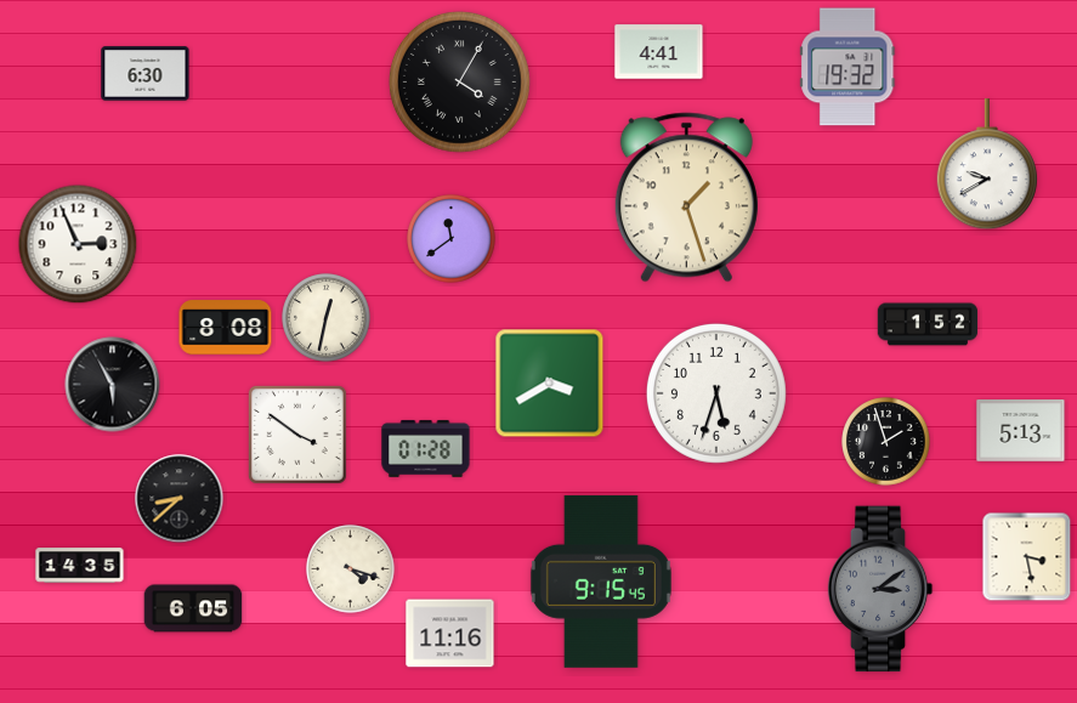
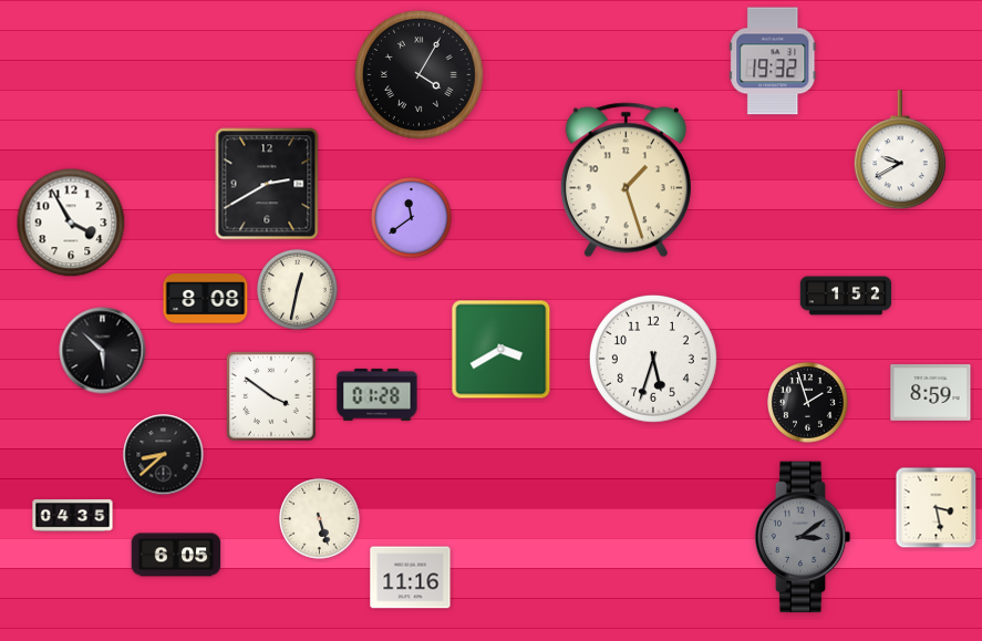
clock at (659, 52): 4:41 -> none
clock at (146, 74): 6:30 -> none
clock at (267, 184): none -> 2:40
clock at (78, 244): 2:56 -> 3:55
clock at (113, 385): 5:55 -> 5:52
clock at (1021, 431): 5:13 -> 8:59
clock at (426, 448) position: (426, 448) -> (378, 394)
clock at (80, 566): 14:35 -> 04:35
clock at (351, 569): 4:18 -> 5:27
clock at (601, 582): 9:15 -> none
